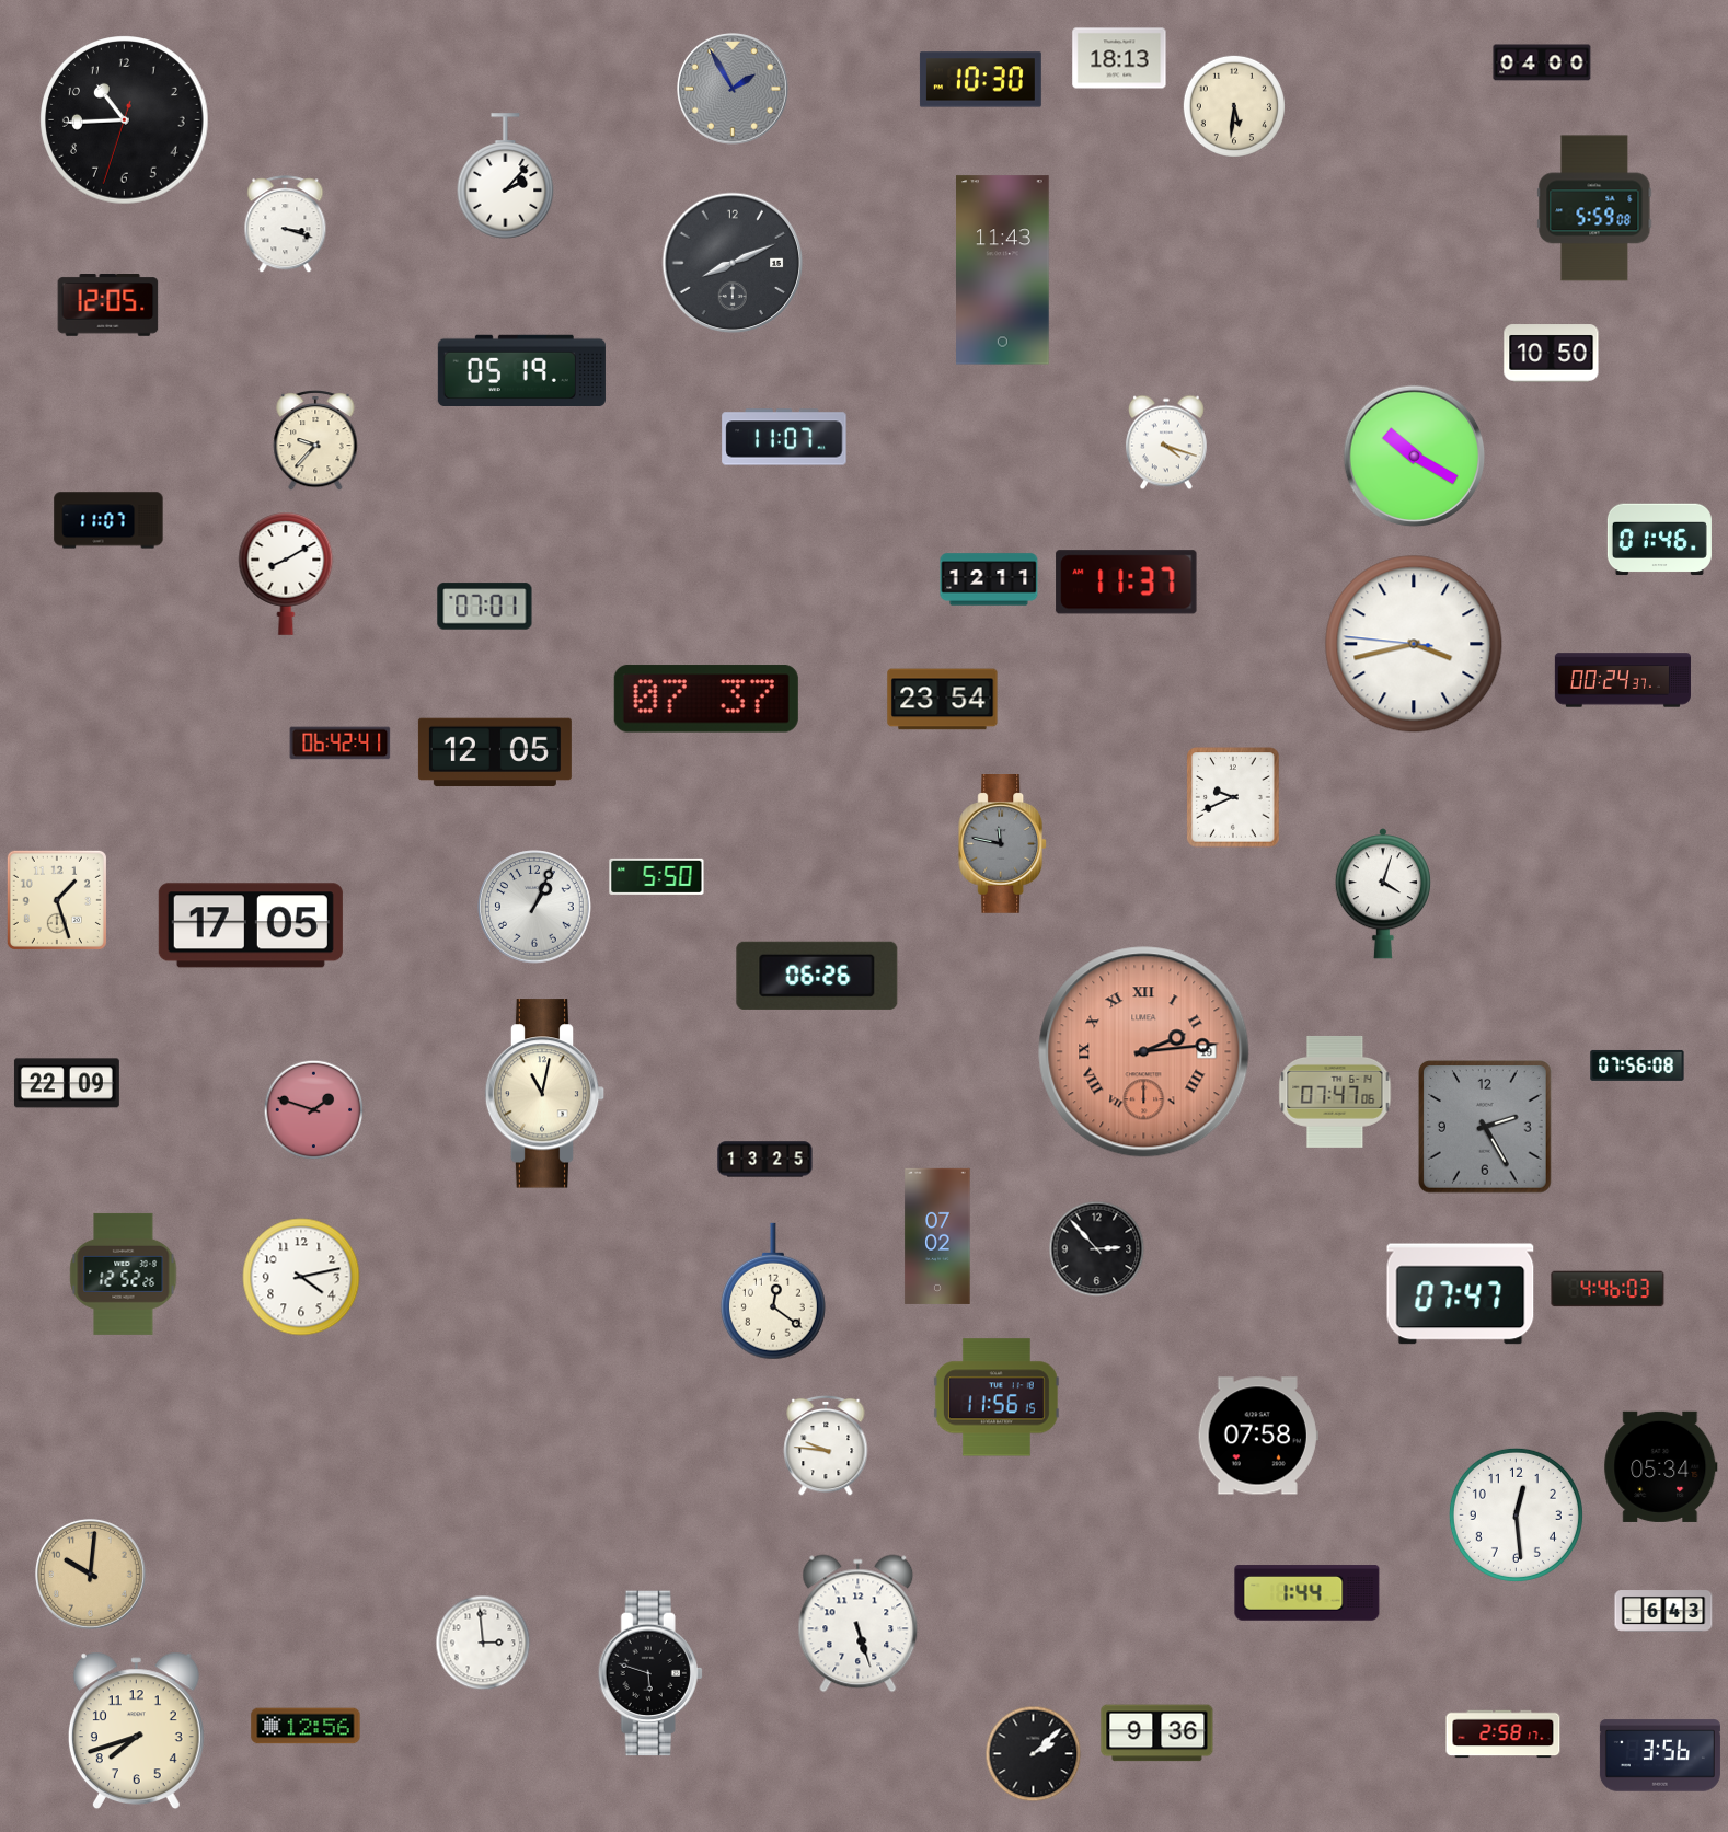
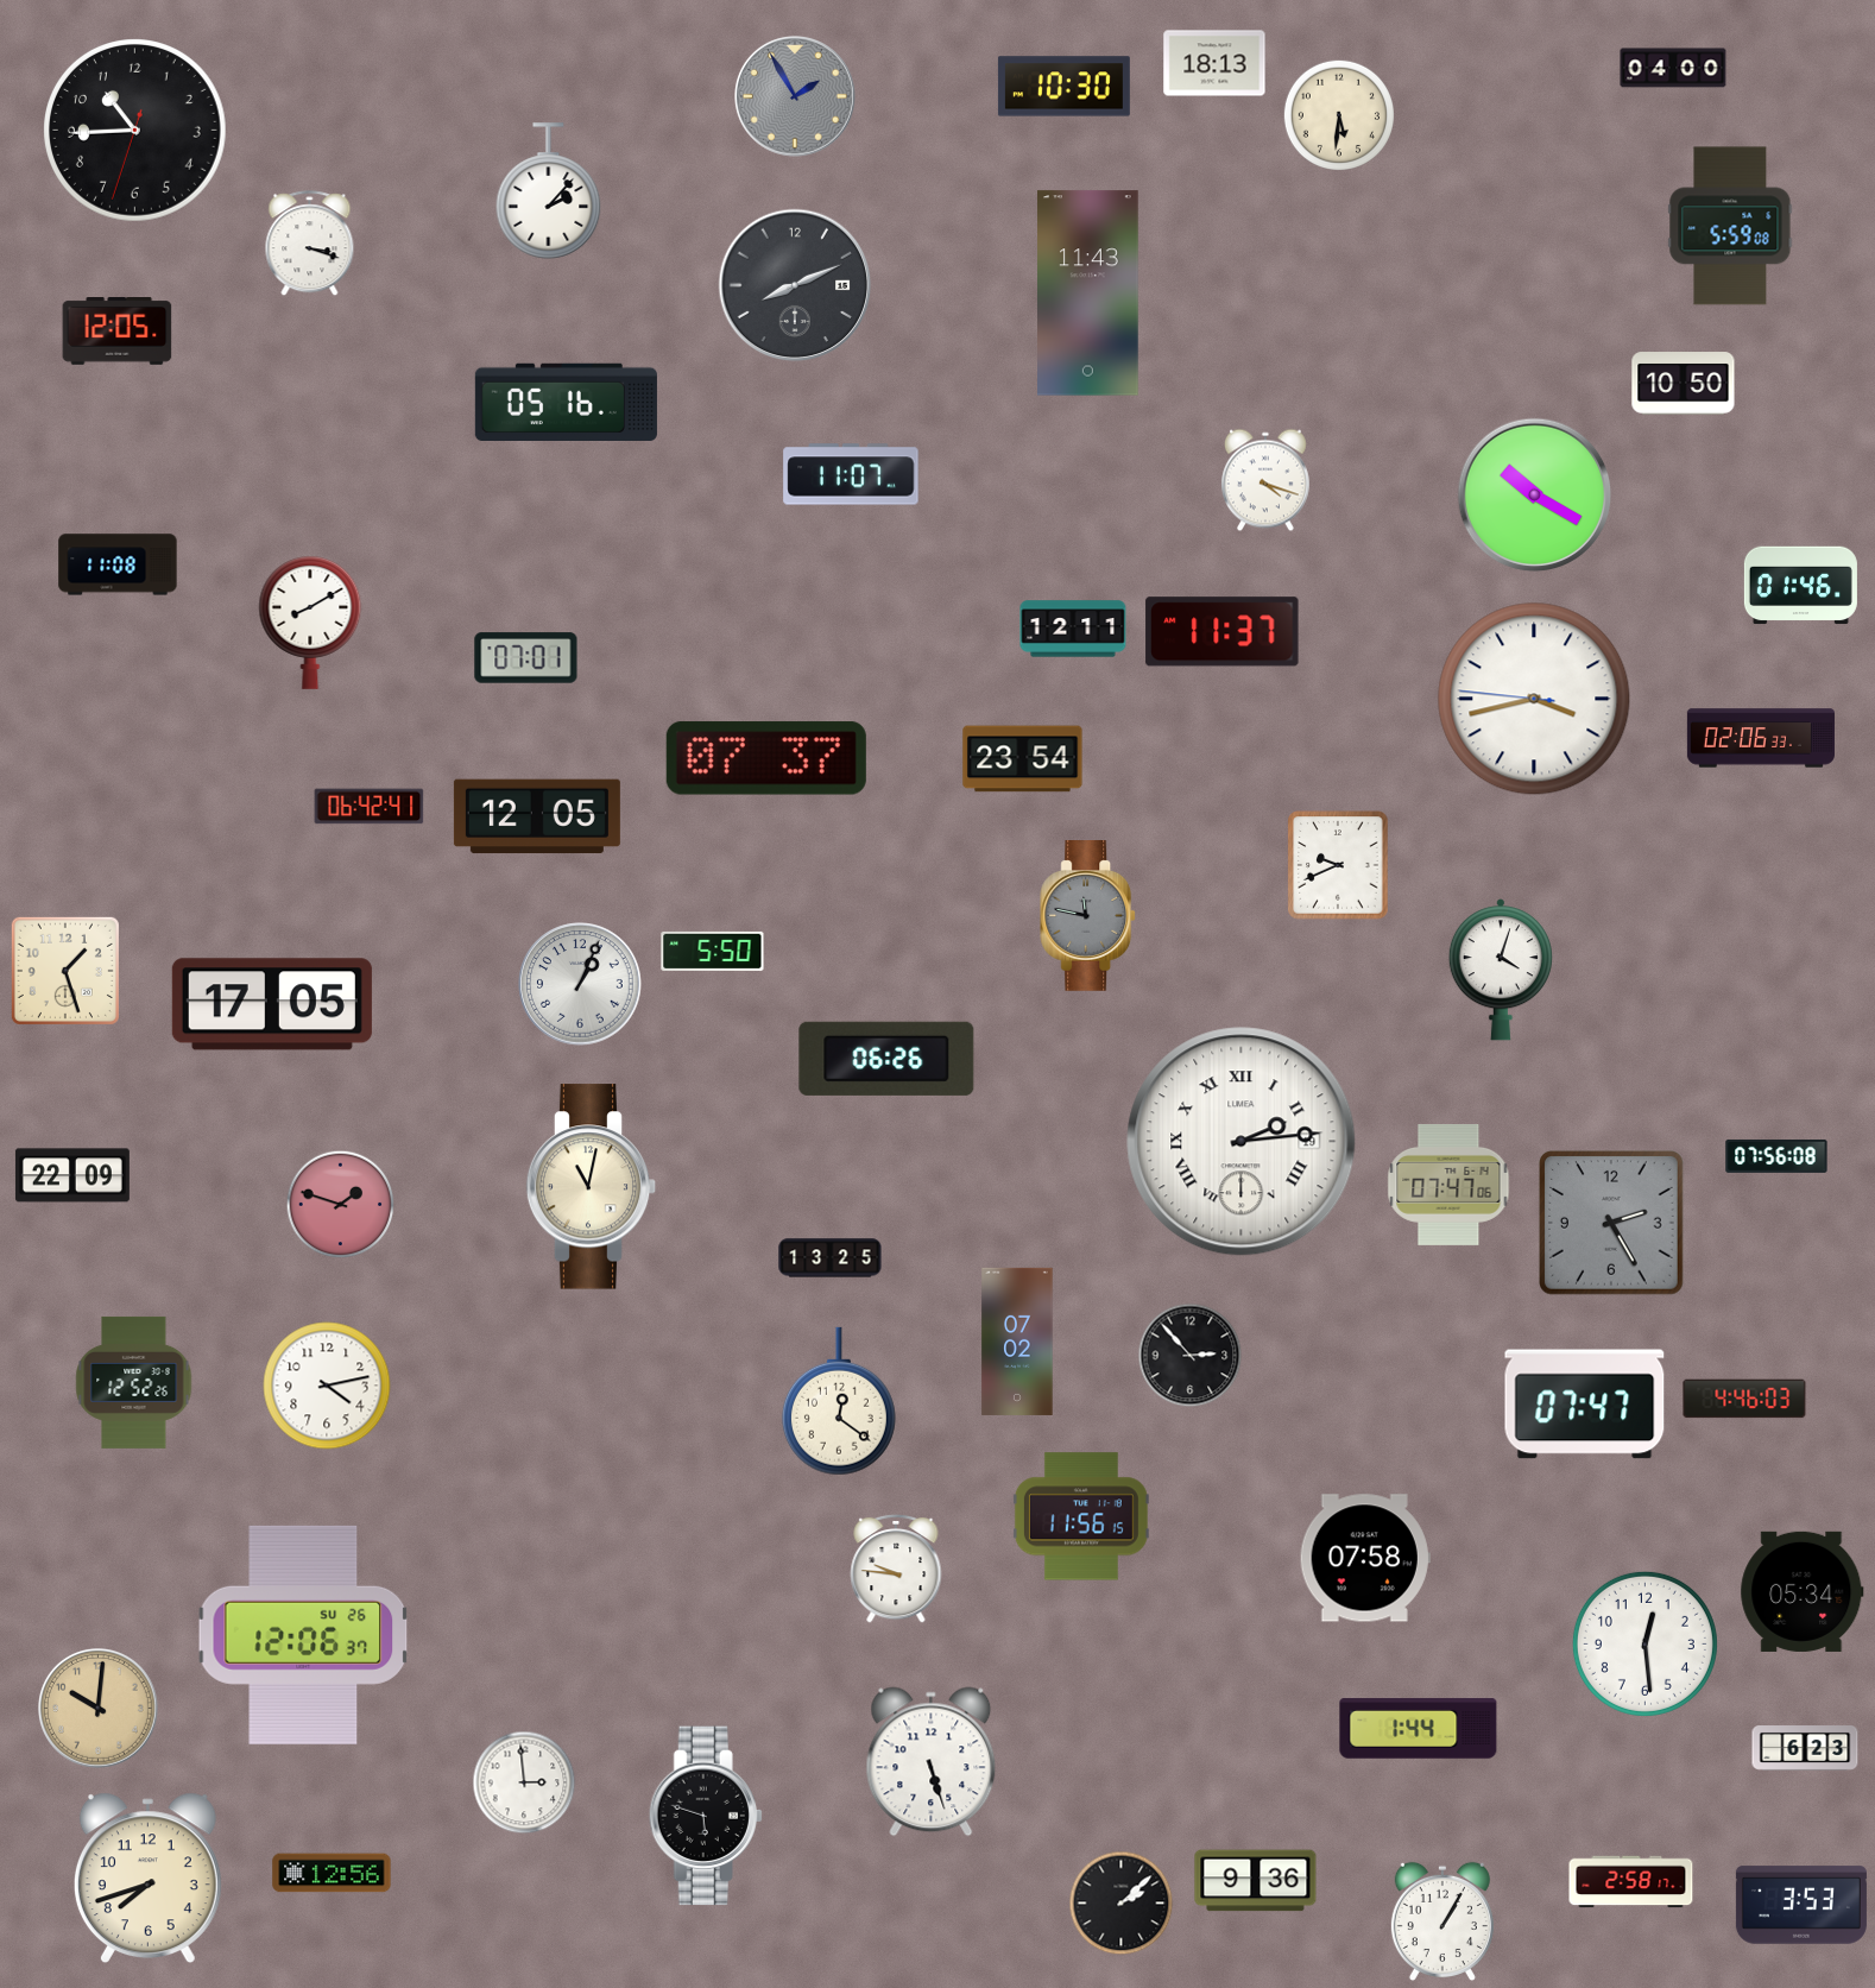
clock at (521, 370): 05:19 -> 05:16
clock at (315, 440): 9:37 -> none
clock at (108, 520): 11:07 -> 11:08
clock at (1623, 680): 00:24 -> 02:06
clock at (57, 900) position: (57, 900) -> (65, 971)
clock at (1144, 1052) dial: salmon -> white
clock at (303, 1635): none -> 12:06
clock at (1663, 1612): 6:43 -> 6:23
clock at (1660, 1755): 3:56 -> 3:53
clock at (1442, 1921): none -> 1:05
